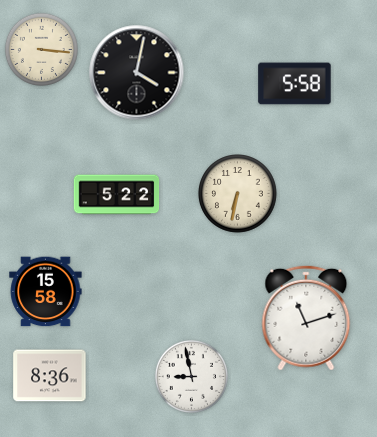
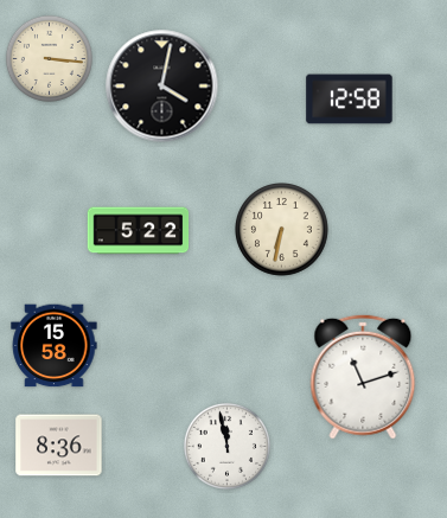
clock at (295, 84): 5:58 -> 12:58
clock at (191, 376): 8:58 -> 11:58
